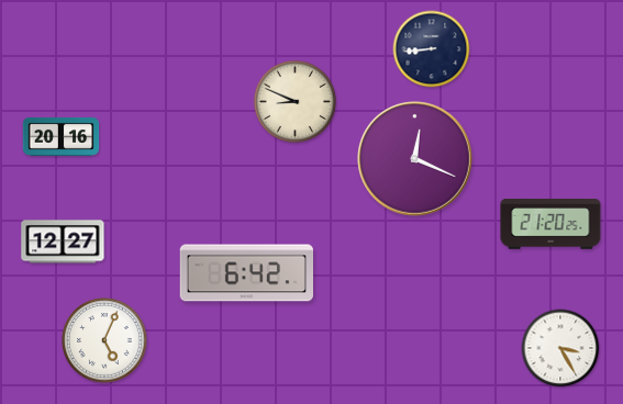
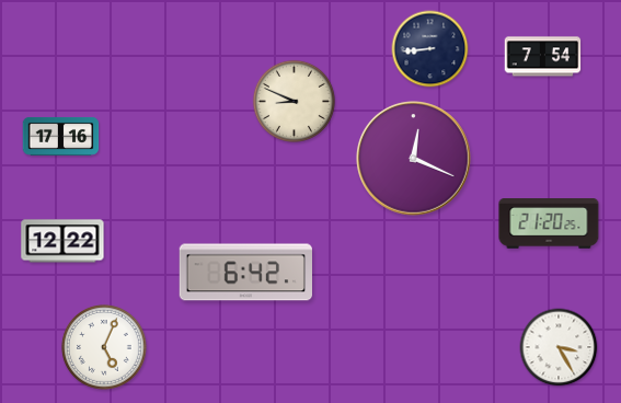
clock at (543, 57): none -> 7:54
clock at (62, 136): 20:16 -> 17:16
clock at (63, 242): 12:27 -> 12:22
clock at (104, 340) position: (104, 340) -> (104, 347)
